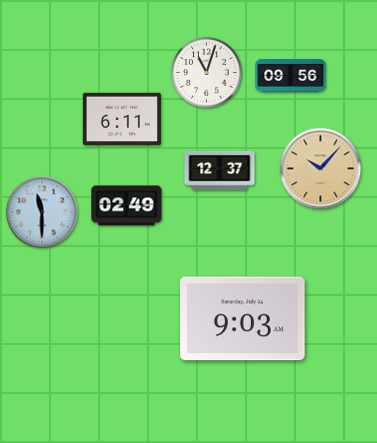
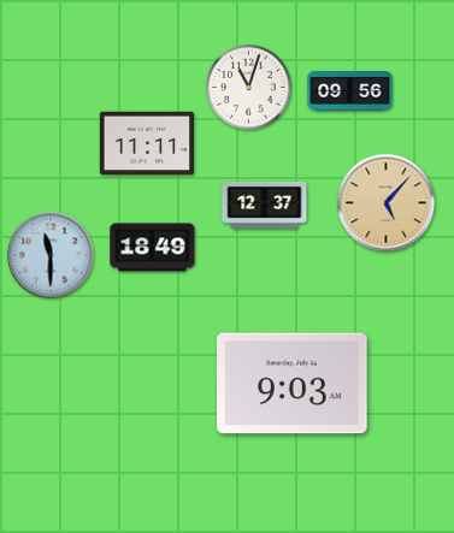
clock at (122, 119): 6:11 -> 11:11
clock at (321, 169): 10:07 -> 5:07
clock at (127, 206): 02:49 -> 18:49
